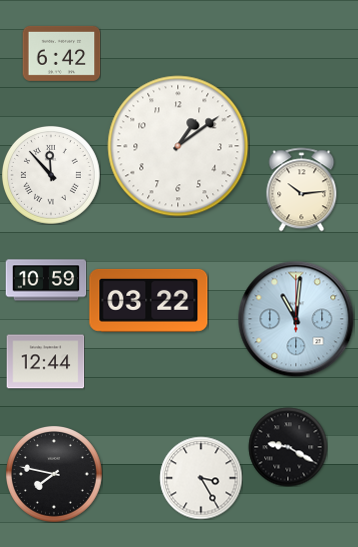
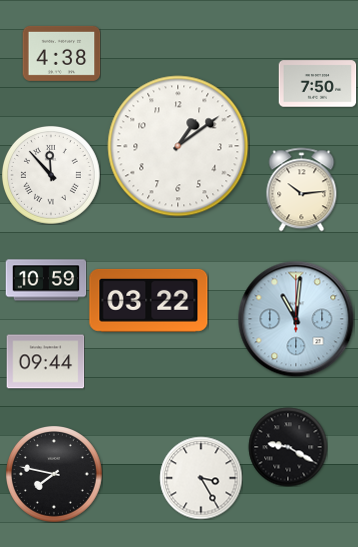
clock at (61, 53): 6:42 -> 4:38
clock at (317, 84): none -> 7:50
clock at (45, 362): 12:44 -> 09:44
